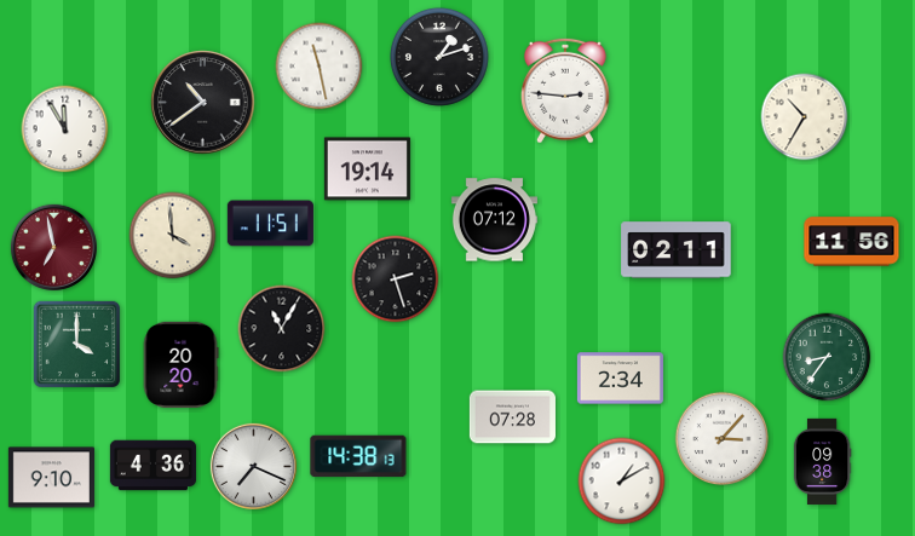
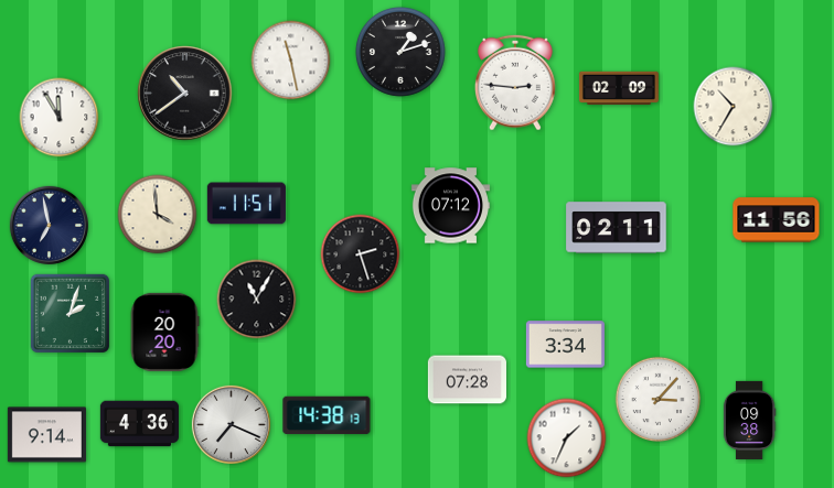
clock at (619, 88): none -> 02:09
clock at (367, 169): 19:14 -> none
clock at (494, 220) position: (494, 220) -> (450, 206)
clock at (53, 247) dial: burgundy -> navy
clock at (76, 344): 4:00 -> 2:03
clock at (827, 357): 8:36 -> none
clock at (620, 379): 2:34 -> 3:34
clock at (51, 478): 9:10 -> 9:14
clock at (622, 482): 1:10 -> 1:34
